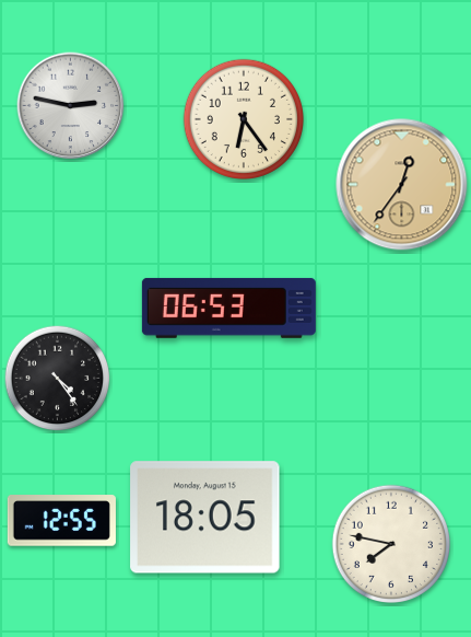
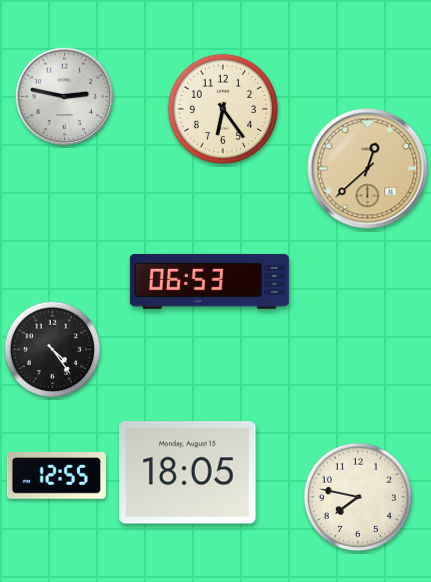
clock at (402, 185): 12:36 -> 12:38
clock at (58, 379) position: (58, 379) -> (53, 350)
